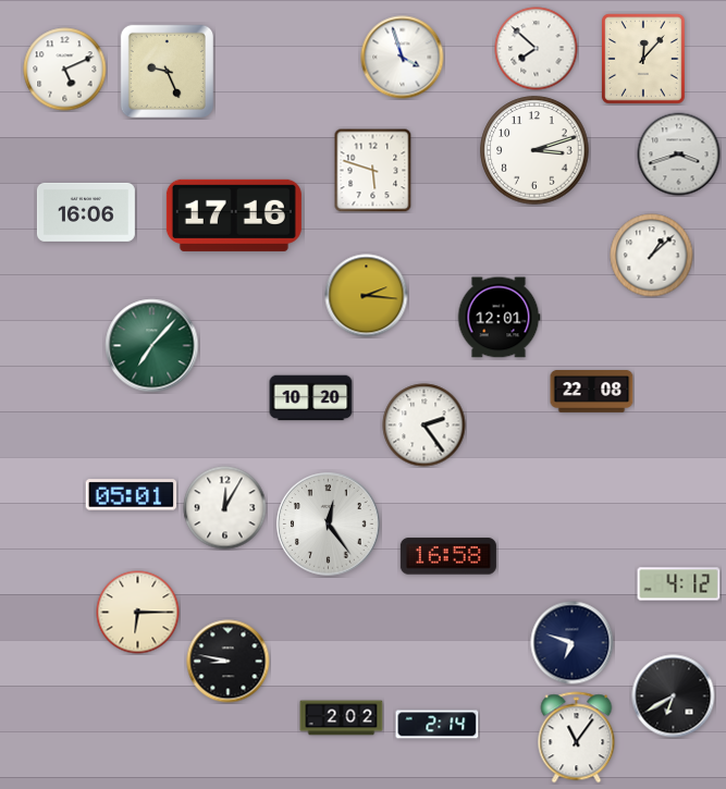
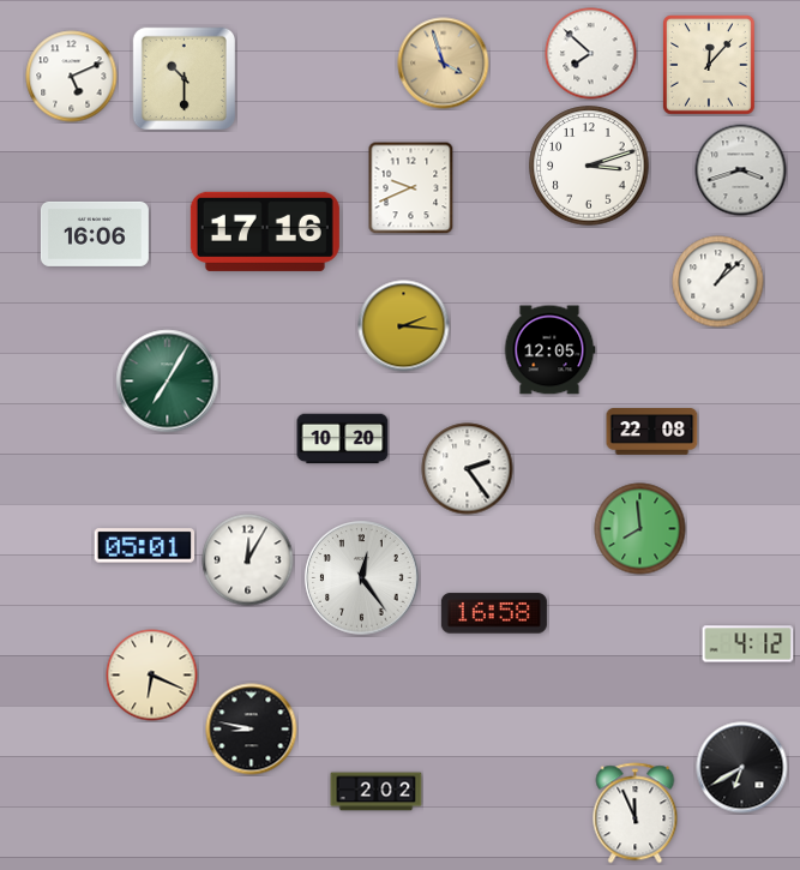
clock at (403, 58) dial: white -> champagne
clock at (167, 71): 9:26 -> 10:30
clock at (679, 155) position: (679, 155) -> (741, 170)
clock at (373, 170): 5:48 -> 9:41
clock at (234, 215) position: (234, 215) -> (265, 232)
clock at (499, 318): 12:01 -> 12:05
clock at (152, 346): 7:07 -> 7:05
clock at (640, 529): none -> 7:59
clock at (138, 613): 6:15 -> 6:19
clock at (573, 643): 6:48 -> none
clock at (438, 725): 2:14 -> none
clock at (577, 738): 11:06 -> 11:56
